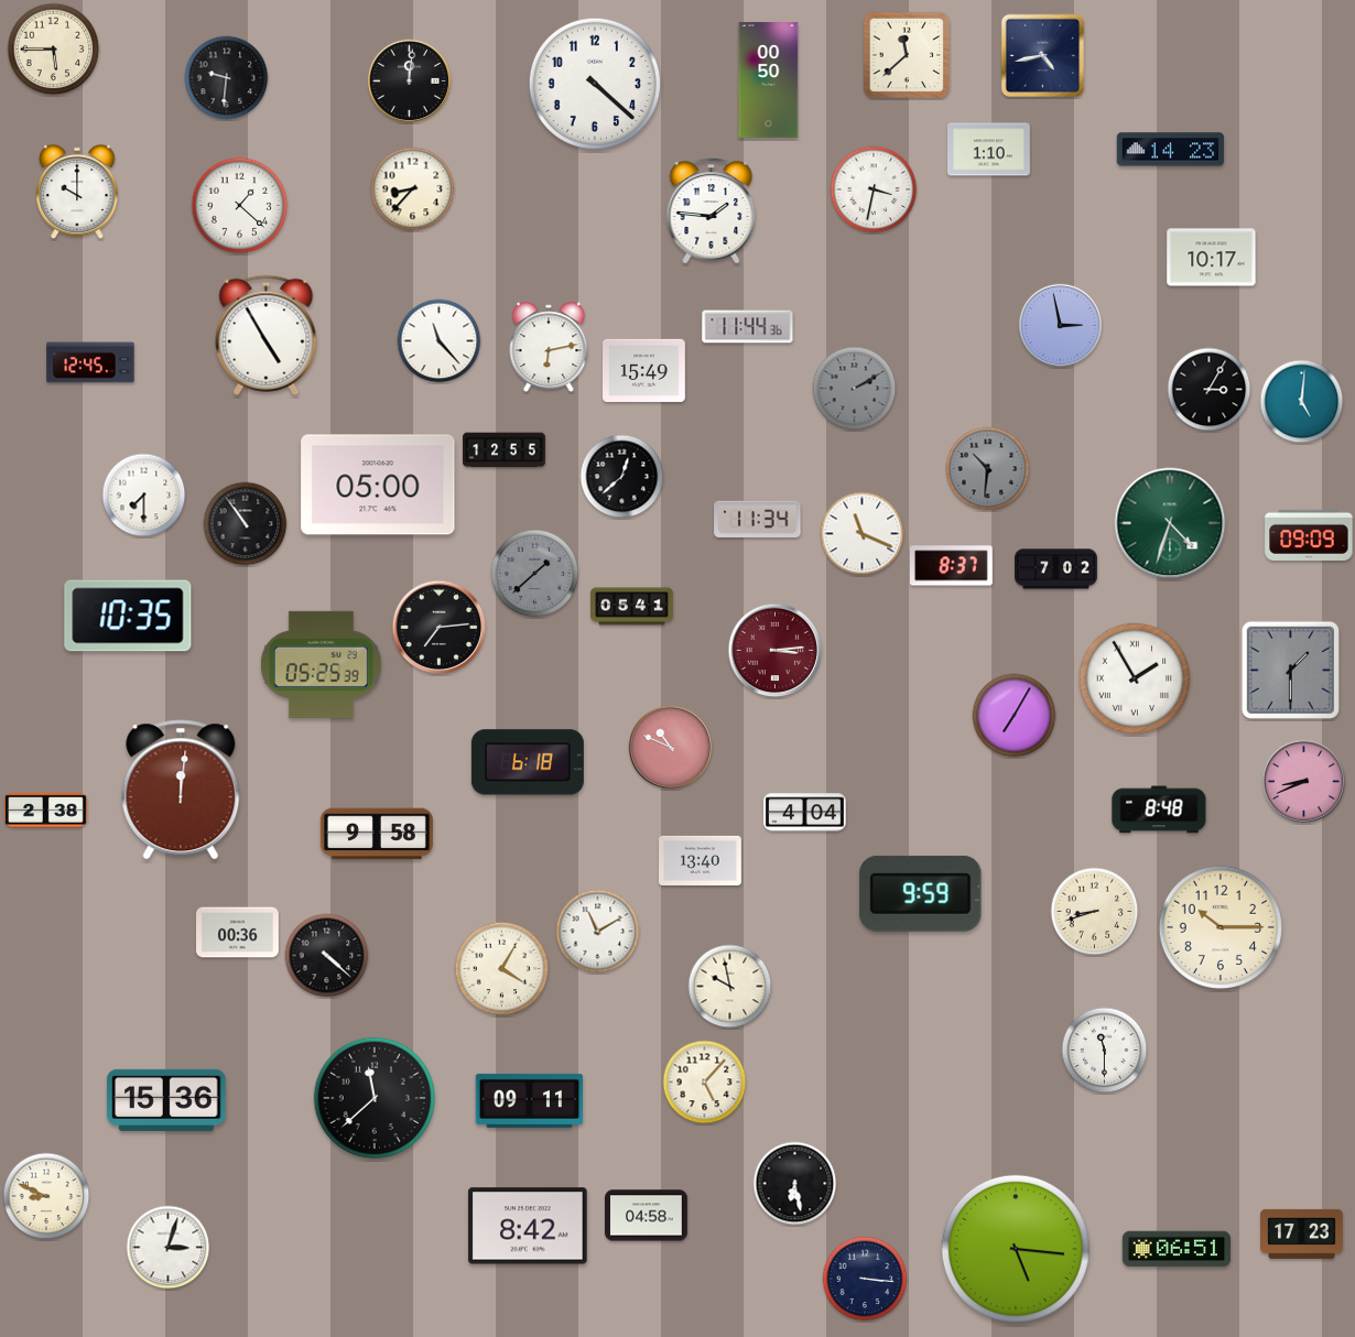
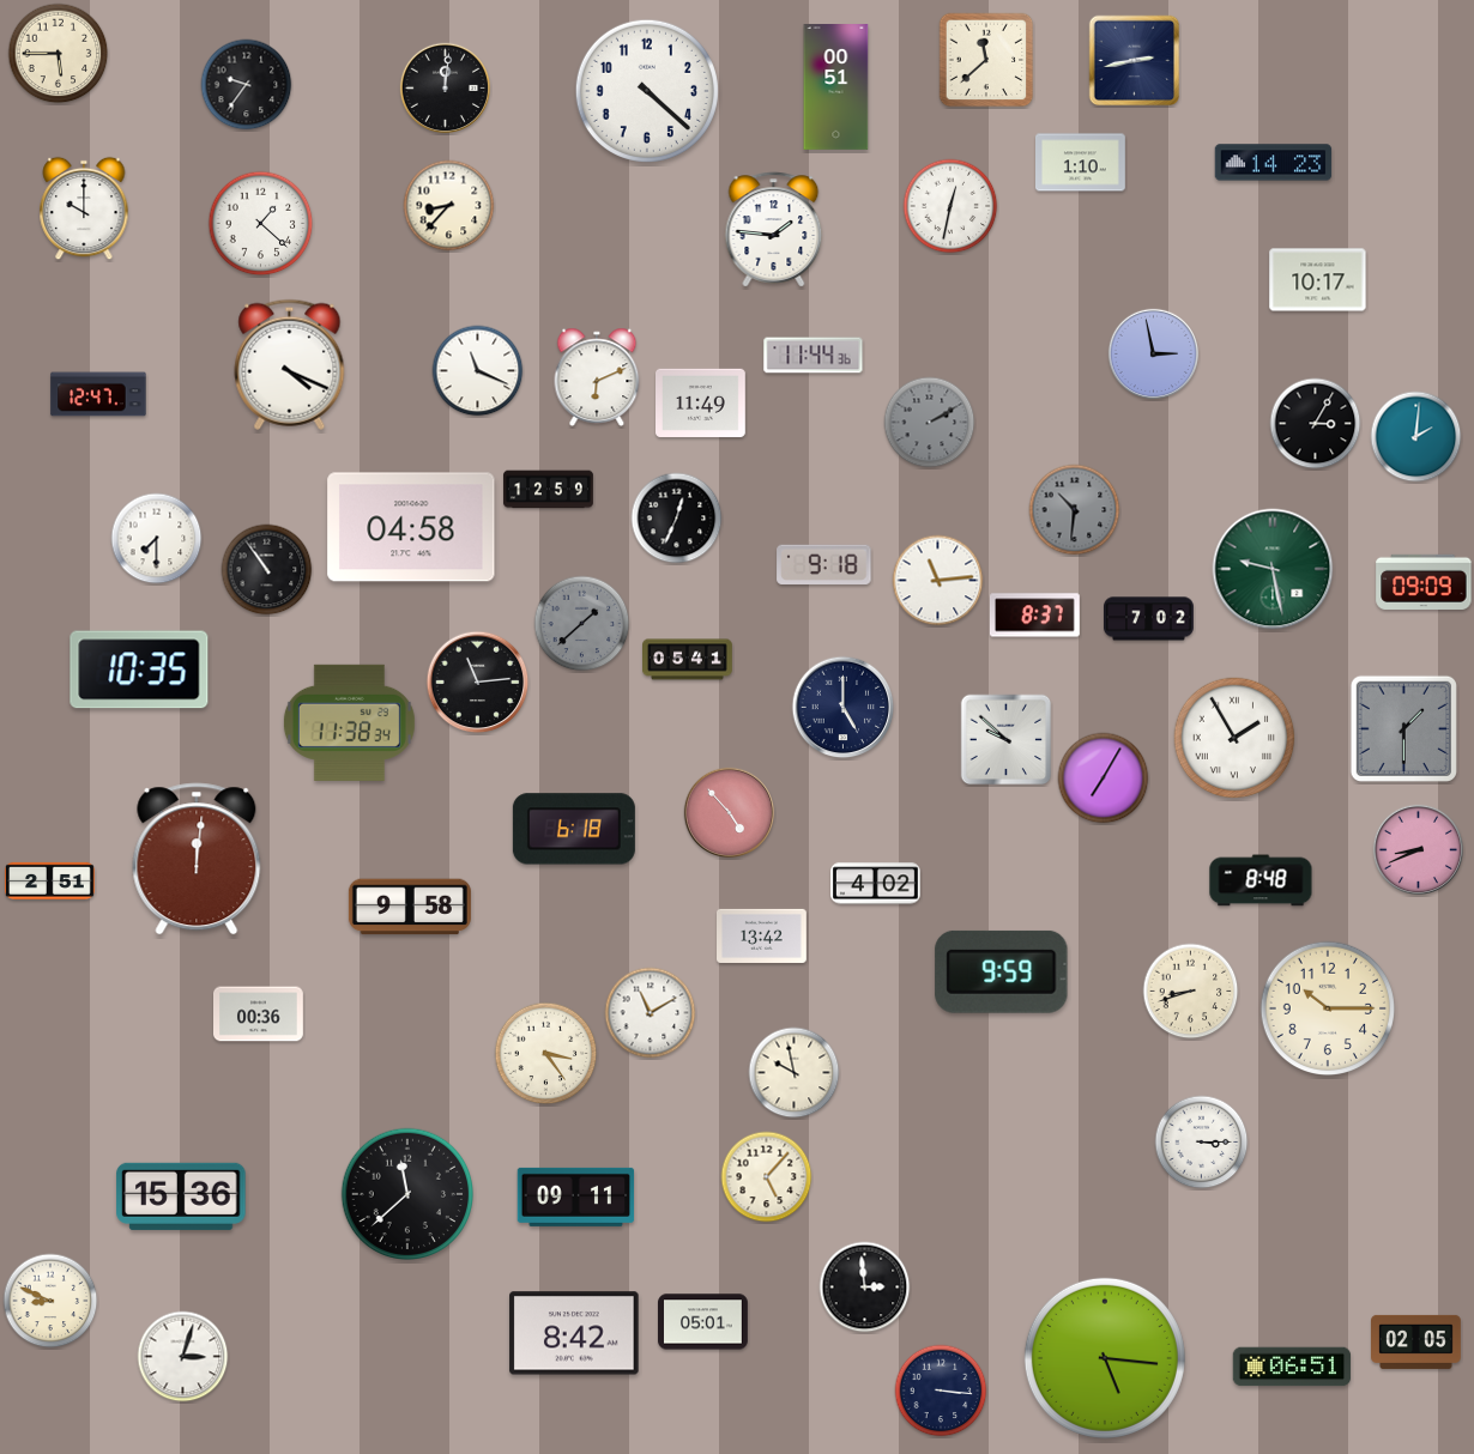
clock at (1043, 56): 4:43 -> 2:43
clock at (227, 78): 9:31 -> 9:36
clock at (769, 80): 00:50 -> 00:51
clock at (989, 150) position: (989, 150) -> (1081, 163)
clock at (874, 189): 3:32 -> 12:32
clock at (267, 335): 4:55 -> 4:19
clock at (440, 341): 11:23 -> 11:19
clock at (549, 346): 6:13 -> 6:11
clock at (90, 362): 12:45 -> 12:47
clock at (644, 370): 15:49 -> 11:49
clock at (1302, 402): 5:01 -> 2:01
clock at (505, 450): 12:55 -> 12:59
clock at (622, 477): 12:38 -> 12:34
clock at (378, 485): 05:00 -> 04:58
clock at (758, 519): 11:34 -> 9:18
clock at (1170, 523): 4:33 -> 9:28
clock at (863, 534): 11:19 -> 11:14
clock at (440, 628): 7:14 -> 11:14
clock at (776, 651): 3:14 -> 5:00
clock at (776, 651) dial: burgundy -> navy
clock at (321, 664): 05:25 -> 11:38
clock at (1007, 740): none -> 9:52
clock at (670, 747): 10:49 -> 4:53
clock at (46, 809): 2:38 -> 2:51
clock at (805, 813): 4:04 -> 4:02
clock at (701, 860): 13:40 -> 13:42
clock at (327, 956): 4:22 -> none
clock at (502, 969): 4:05 -> 3:24
clock at (1105, 1051): 11:30 -> 3:15
clock at (795, 1184): 6:28 -> 2:59
clock at (647, 1216): 04:58 -> 05:01
clock at (1302, 1233): 17:23 -> 02:05
clock at (1177, 1249) position: (1177, 1249) -> (1292, 1367)
